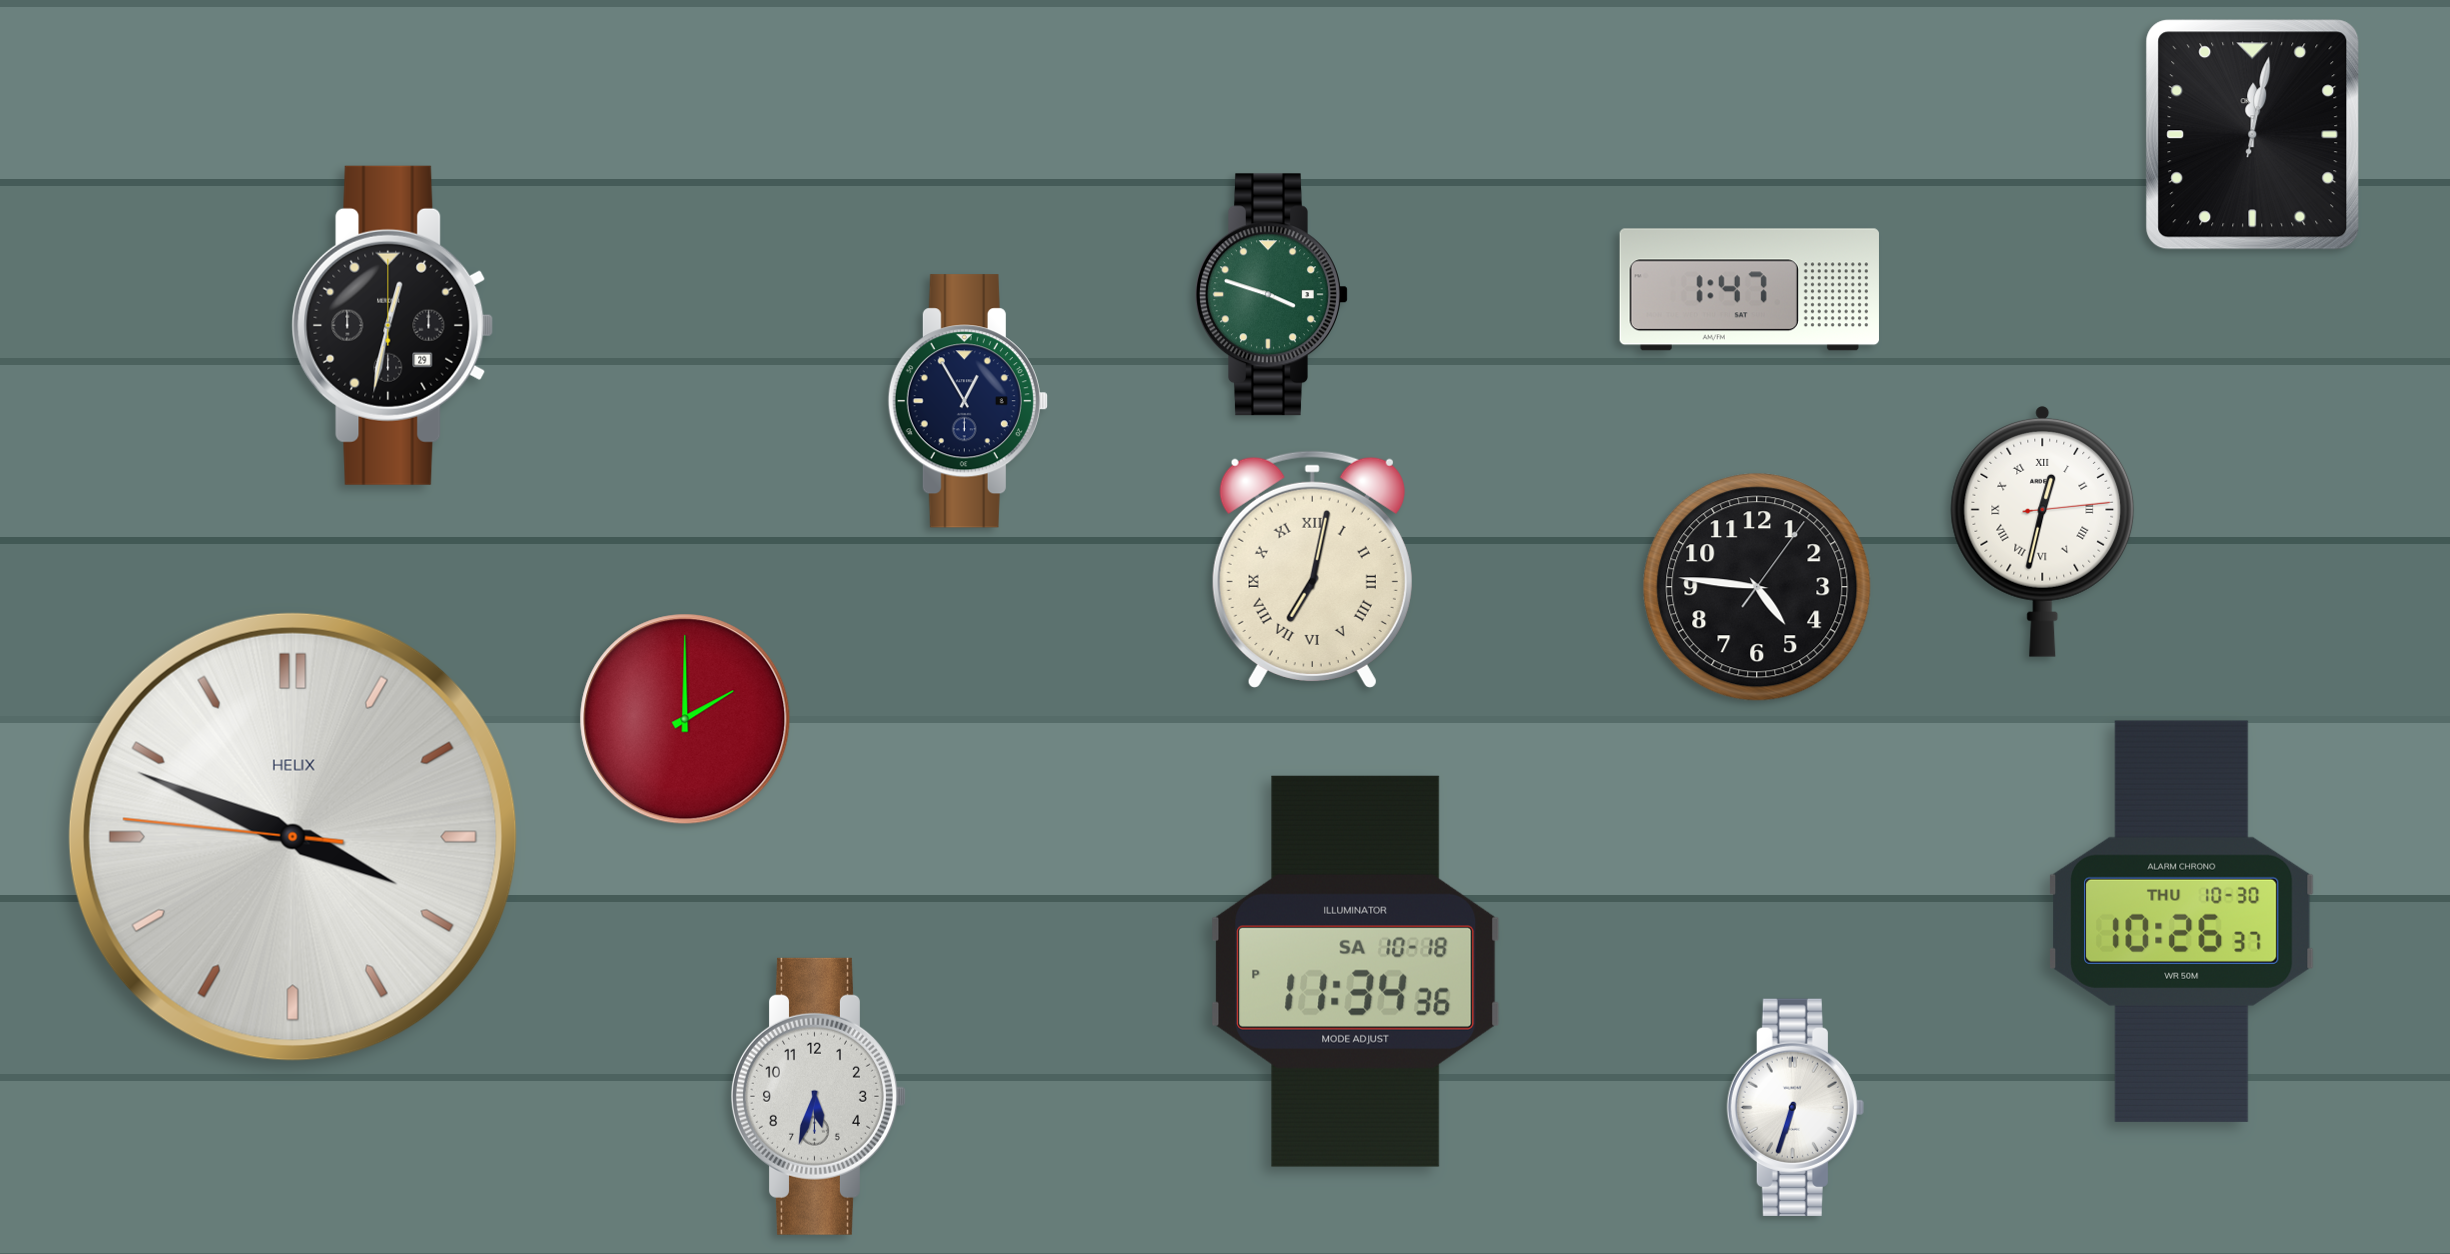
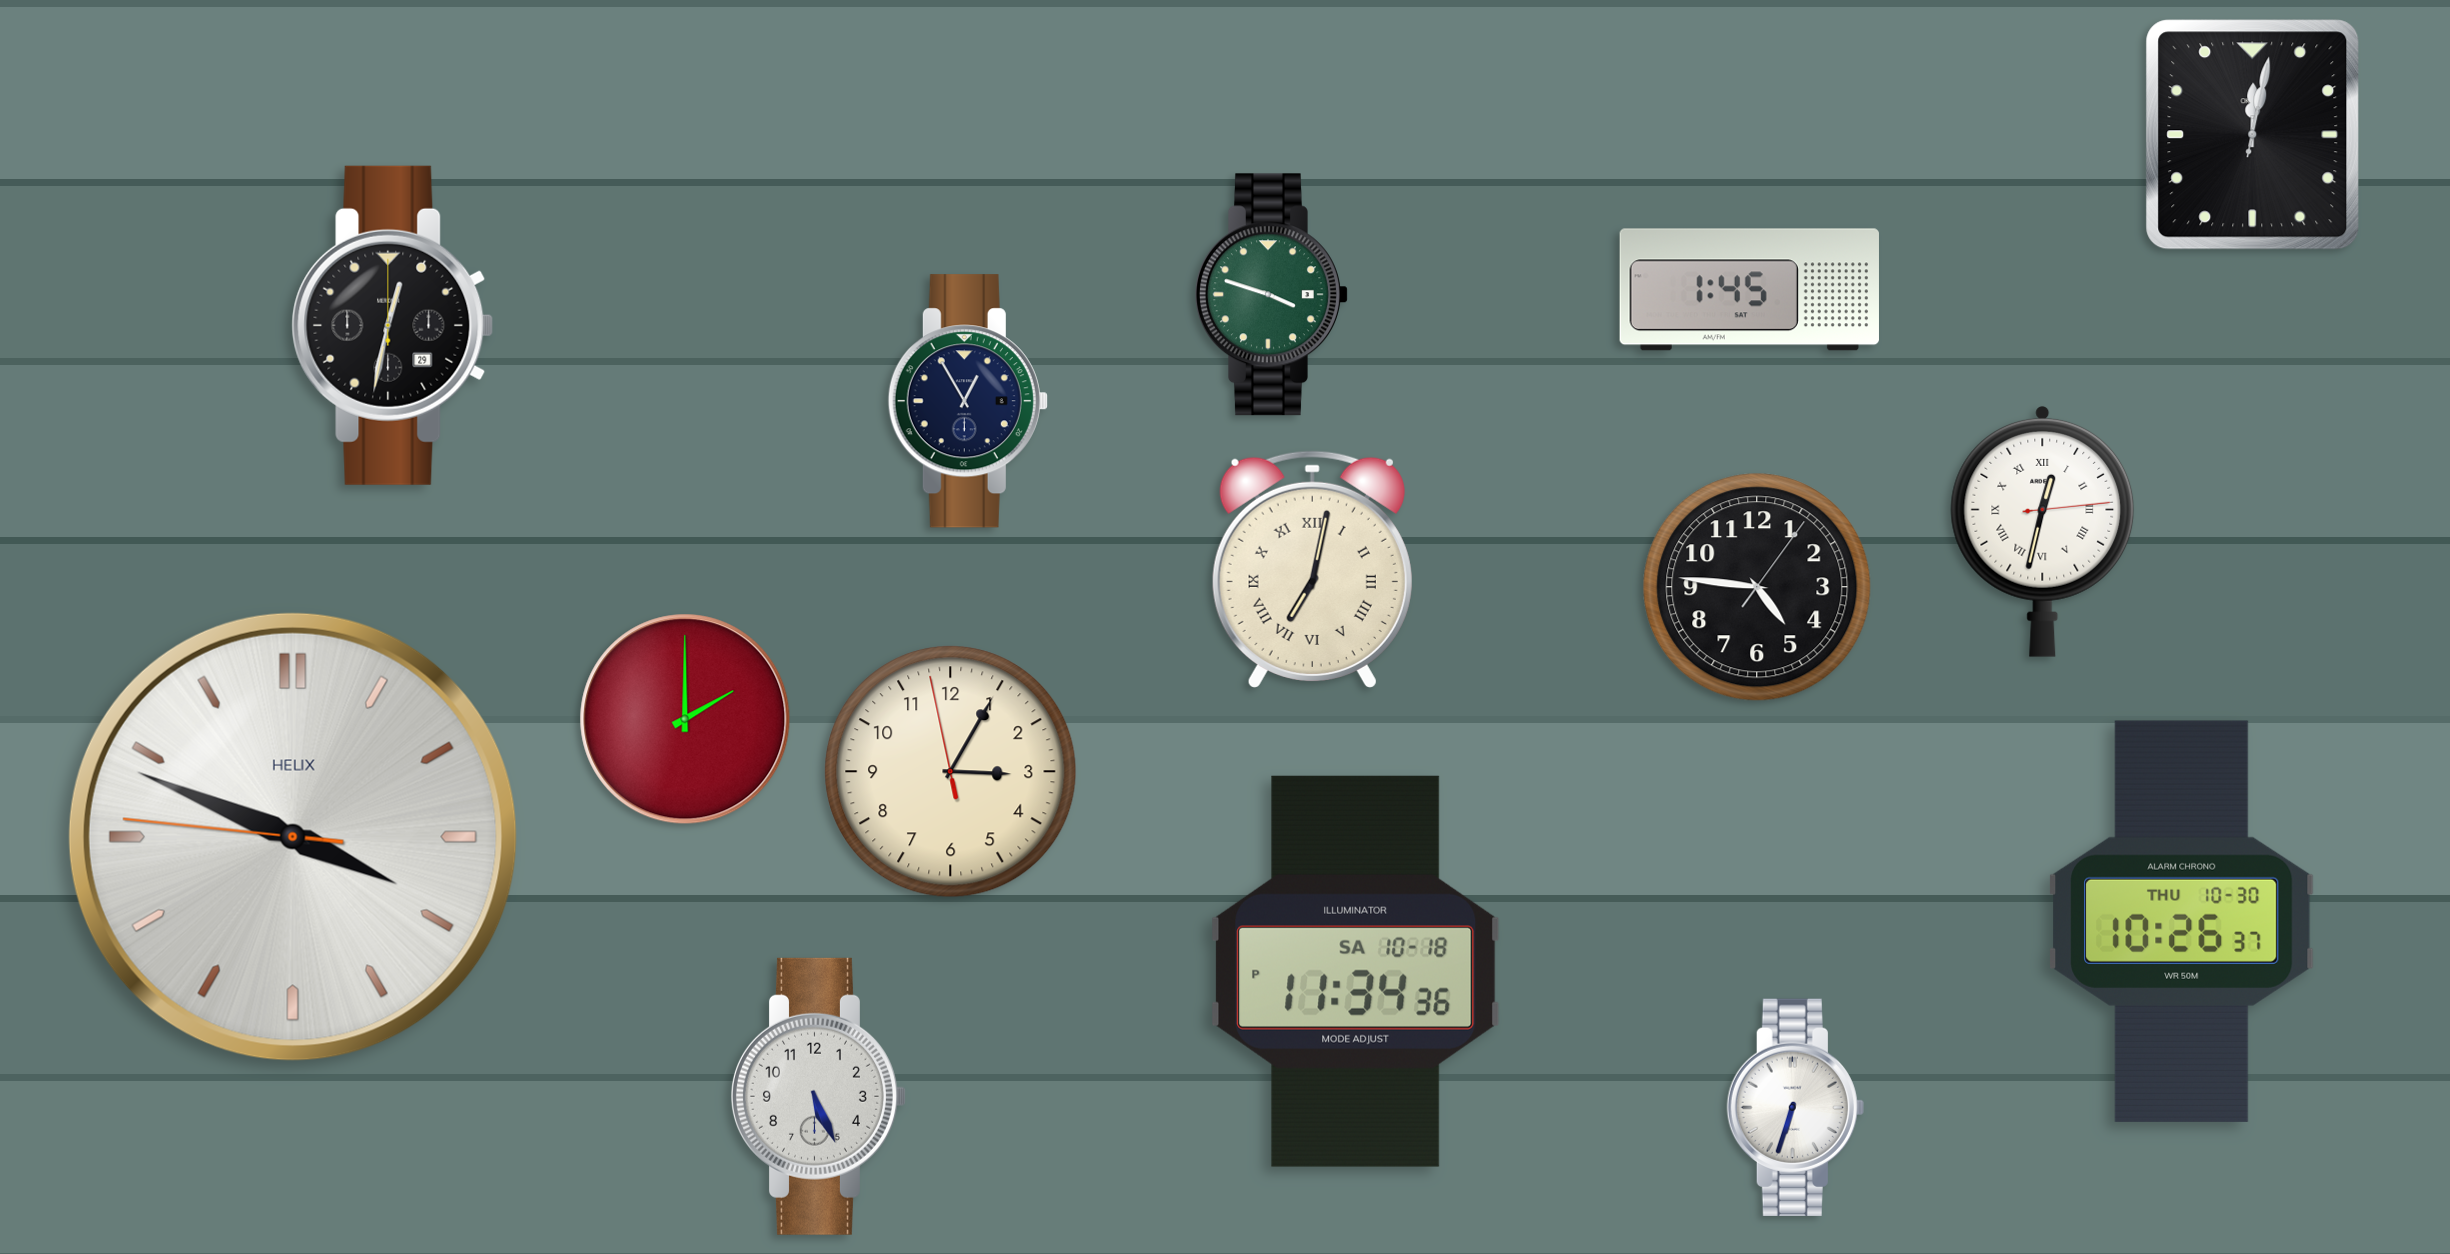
clock at (1749, 290): 1:47 -> 1:45
clock at (951, 772): none -> 3:04
clock at (818, 1096): 5:33 -> 5:26
